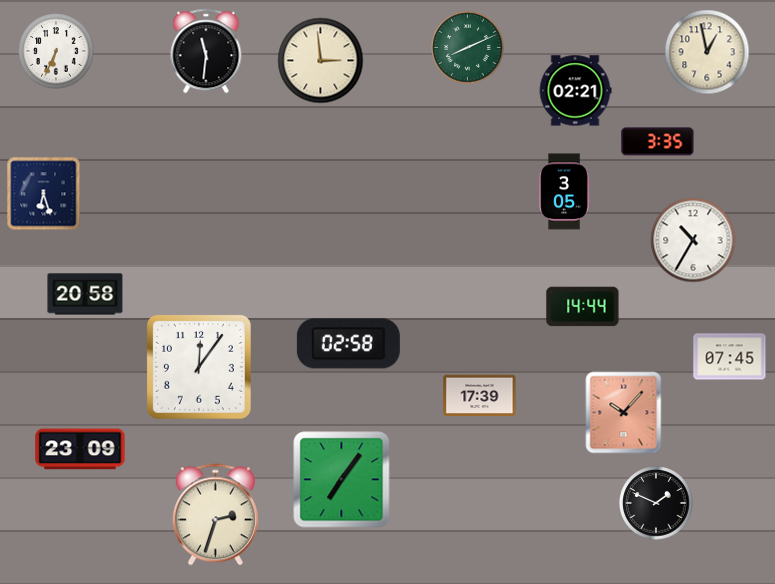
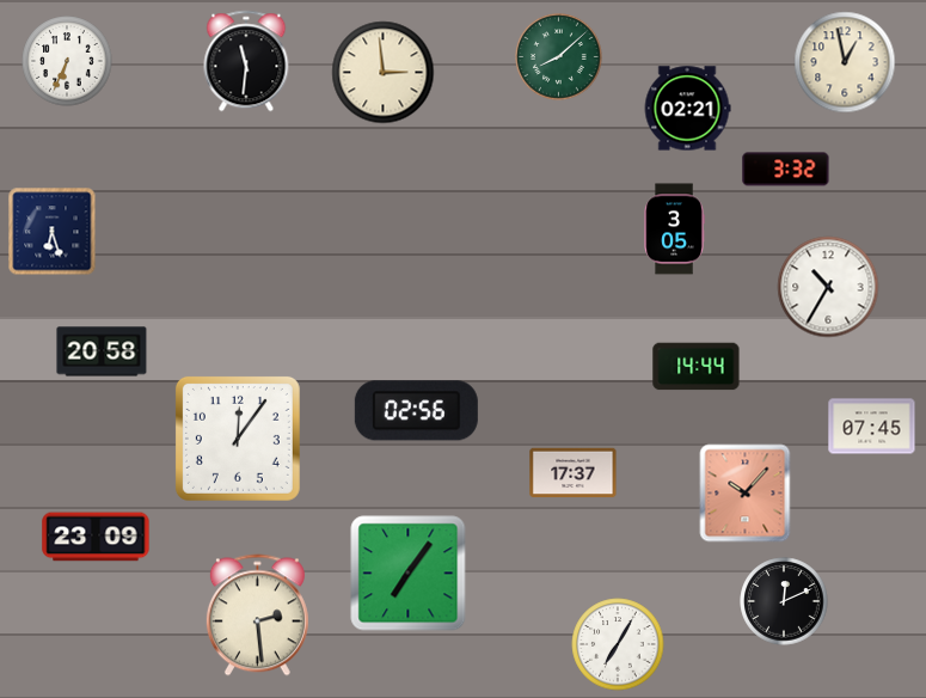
clock at (468, 48): 8:11 -> 8:08
clock at (658, 142): 3:35 -> 3:32
clock at (348, 344): 02:58 -> 02:56
clock at (480, 396): 17:39 -> 17:37
clock at (656, 503): 1:49 -> 12:11
clock at (215, 515): 2:33 -> 2:29
clock at (618, 644): none -> 7:05
